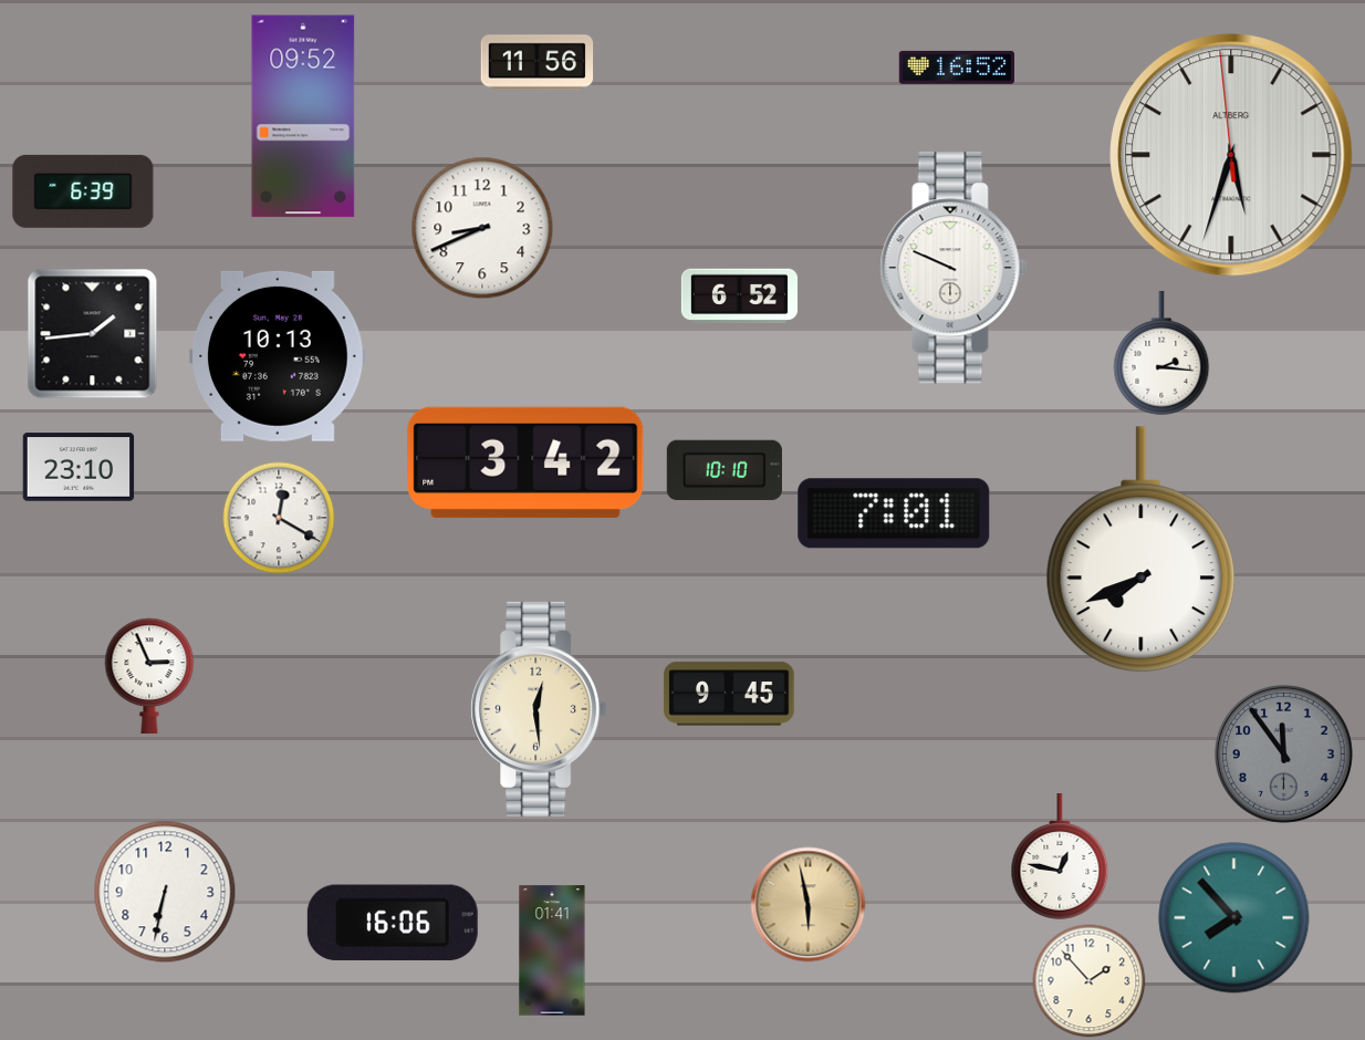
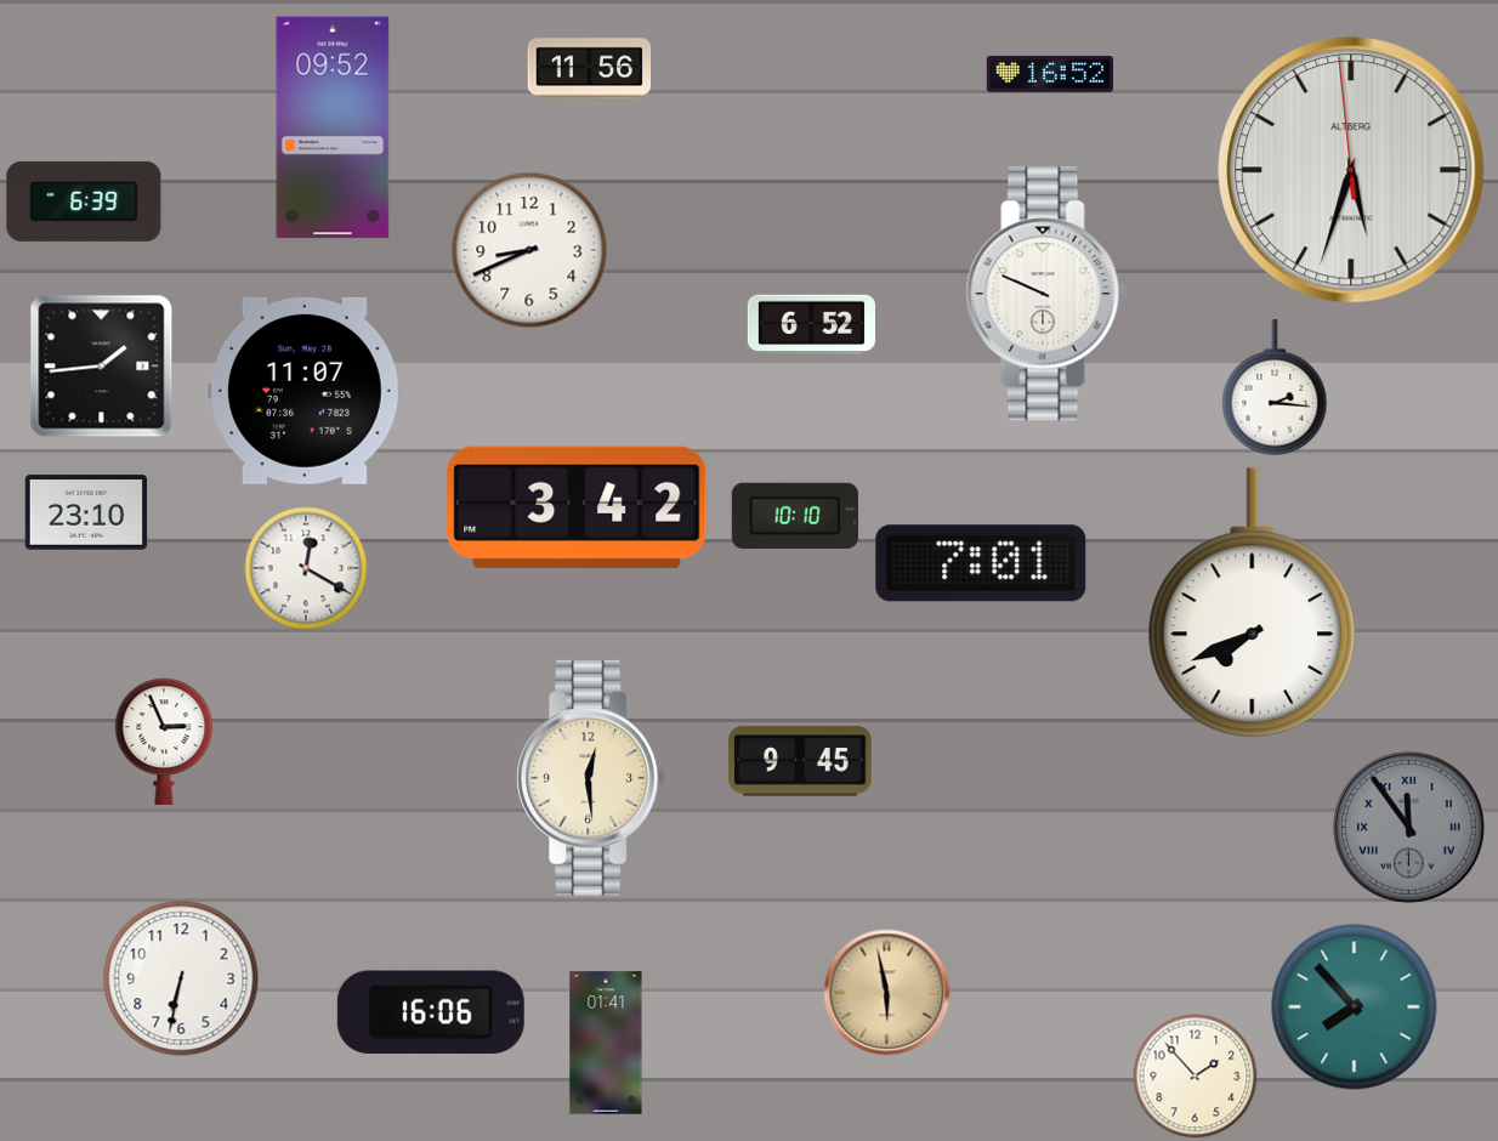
clock at (83, 191) position: (83, 191) -> (84, 201)
clock at (278, 356): 10:13 -> 11:07
clock at (1283, 753) numerals: Arabic -> Roman
clock at (1060, 856): 12:47 -> none
